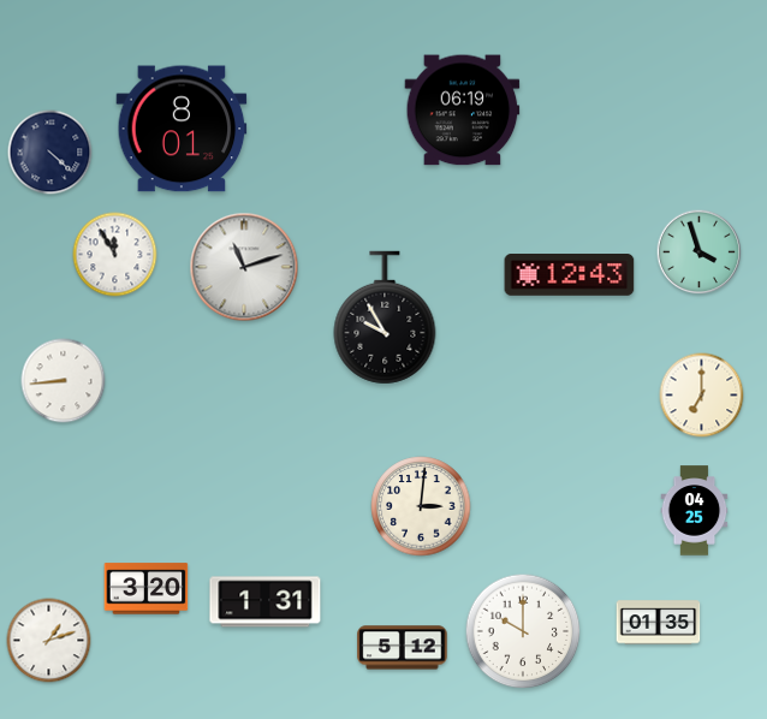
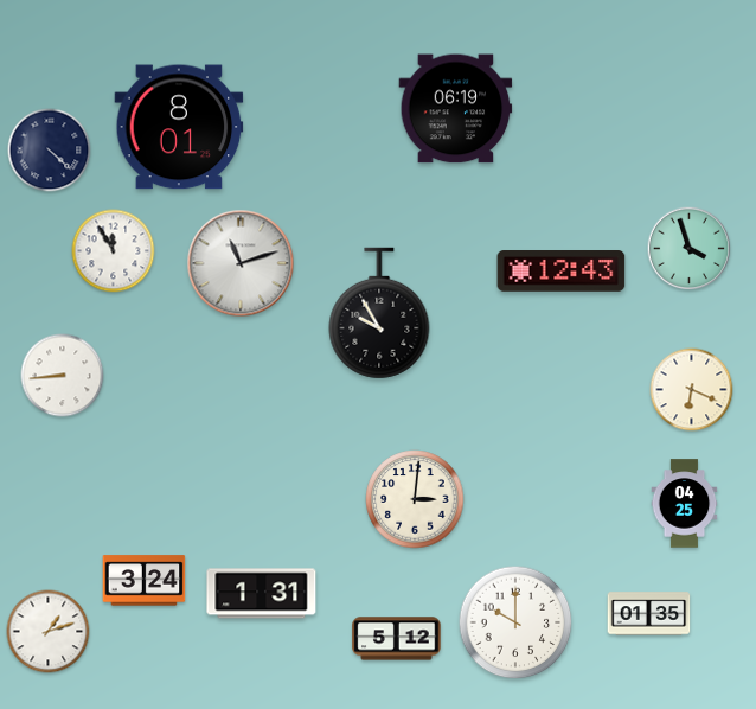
clock at (702, 396): 7:00 -> 6:19
clock at (147, 589): 3:20 -> 3:24
